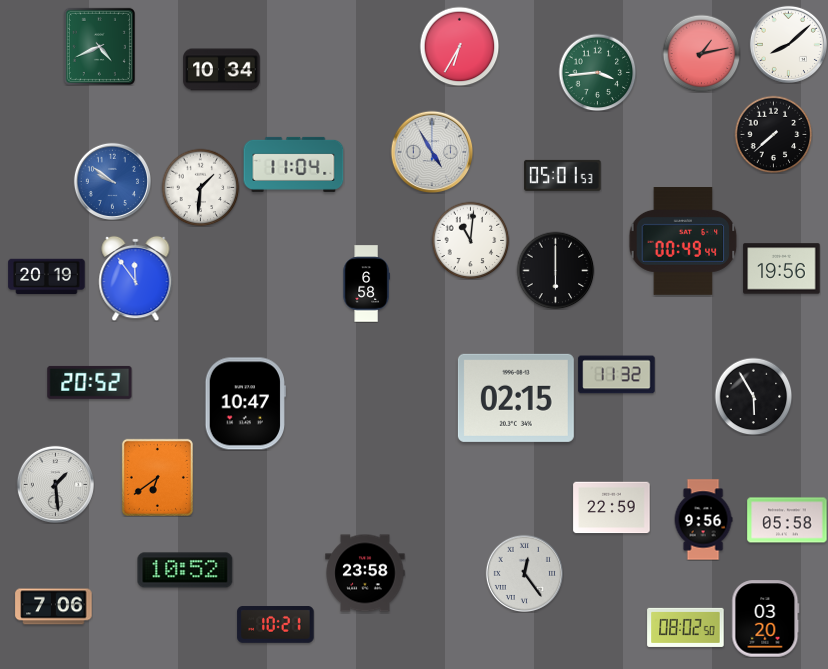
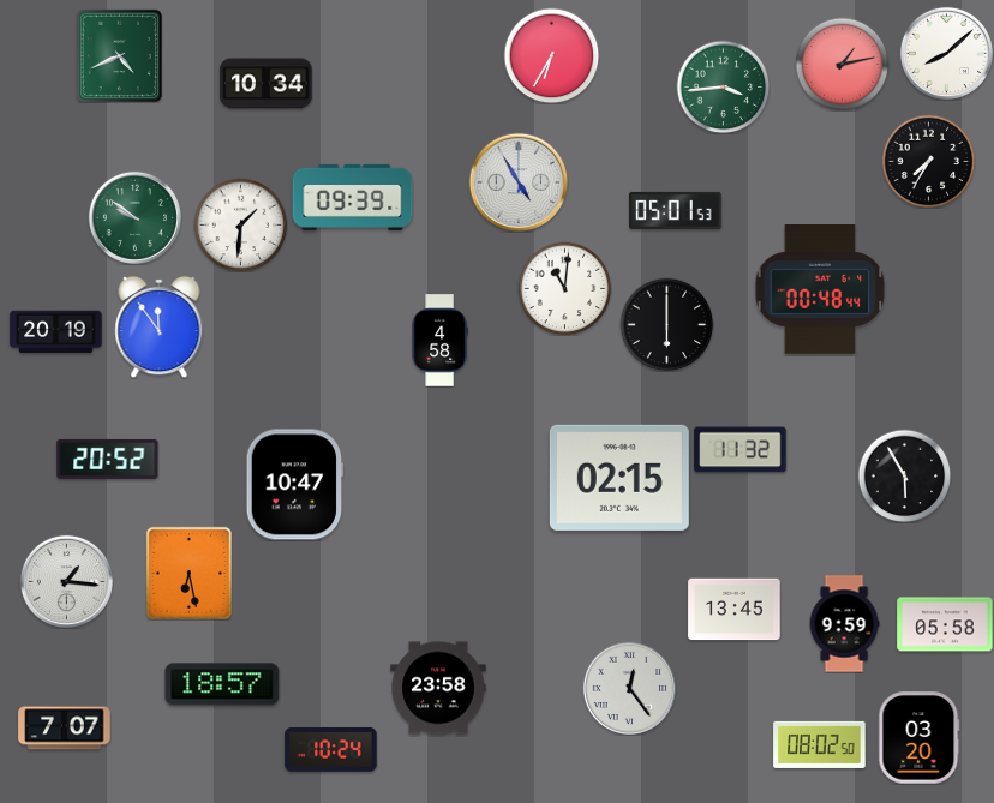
clock at (597, 72) position: (597, 72) -> (723, 86)
clock at (773, 134): 7:38 -> 7:35
clock at (294, 164): 11:04 -> 09:39
clock at (112, 181) dial: blue -> green
clock at (683, 242): 00:49 -> 00:48
clock at (782, 269): 19:56 -> none
clock at (136, 278) position: (136, 278) -> (160, 326)
clock at (366, 284): 6:58 -> 4:58
clock at (157, 477): 6:39 -> 6:28
clock at (55, 484): 1:29 -> 1:16
clock at (612, 508): 22:59 -> 13:45
clock at (703, 520): 9:56 -> 9:59
clock at (185, 570): 10:52 -> 18:57
clock at (54, 607): 7:06 -> 7:07
clock at (766, 619) position: (766, 619) -> (920, 738)
clock at (276, 625): 10:21 -> 10:24
clock at (686, 627) position: (686, 627) -> (820, 744)
